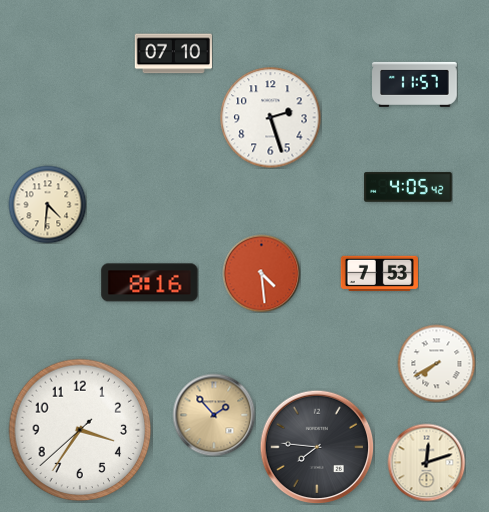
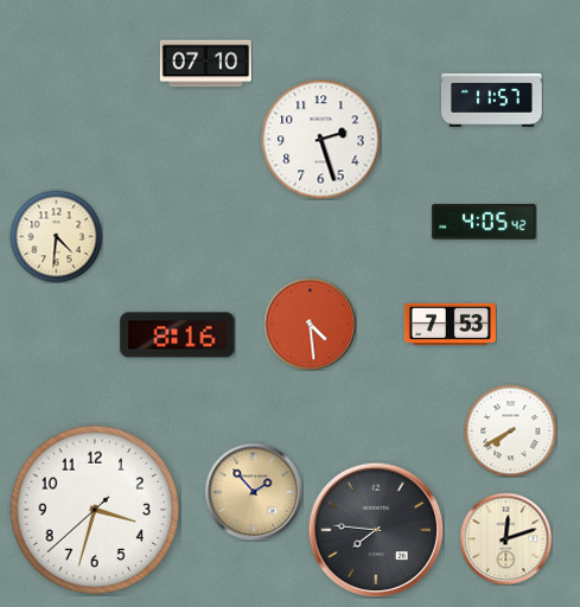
clock at (47, 204) position: (47, 204) -> (56, 236)
clock at (436, 363) position: (436, 363) -> (510, 430)
clock at (80, 430): 3:35 -> 3:32
clock at (426, 462) position: (426, 462) -> (505, 538)
